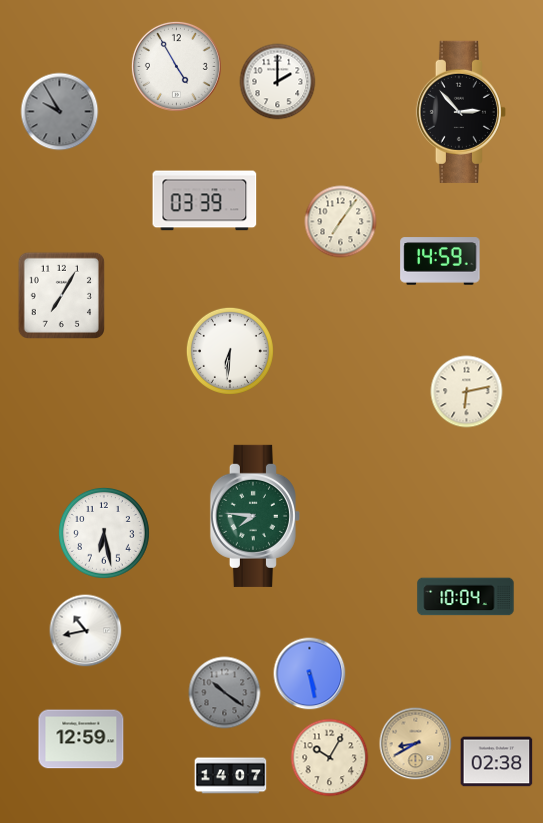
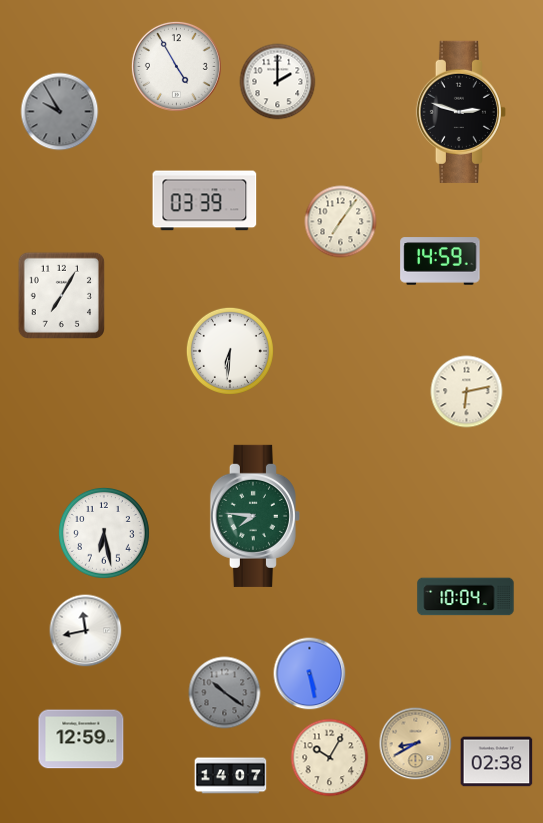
clock at (461, 112): 2:53 -> 2:48
clock at (86, 631): 10:43 -> 11:43
